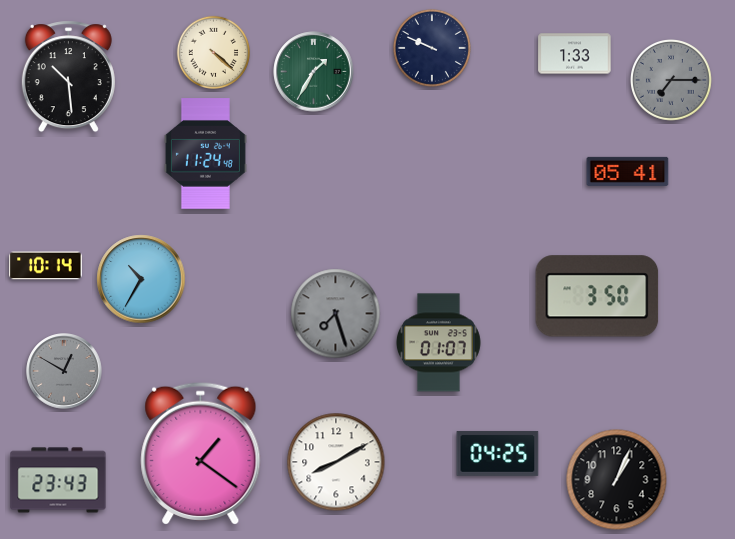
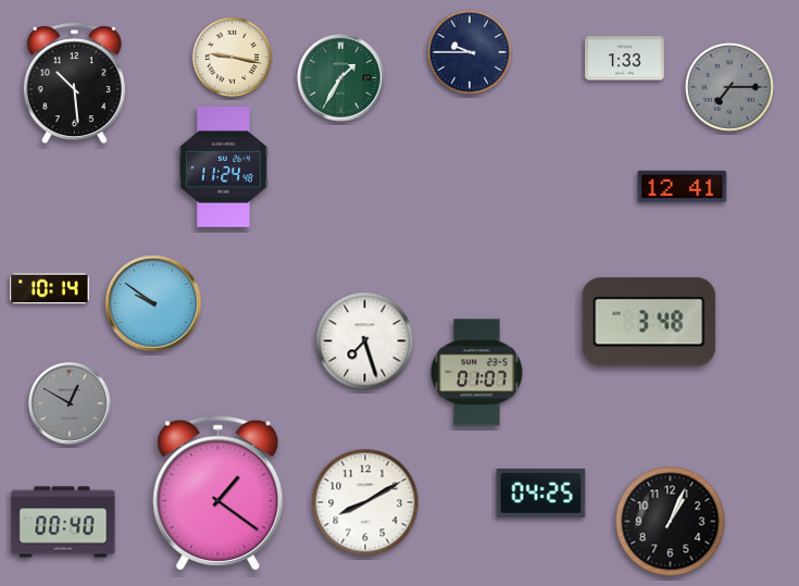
clock at (432, 48): 9:49 -> 9:45
clock at (213, 52): 4:22 -> 9:17
clock at (628, 171): 05:41 -> 12:41
clock at (141, 279): 10:35 -> 9:51
clock at (597, 296): 3:50 -> 3:48
clock at (336, 314) dial: grey -> white
clock at (58, 480): 23:43 -> 00:40
